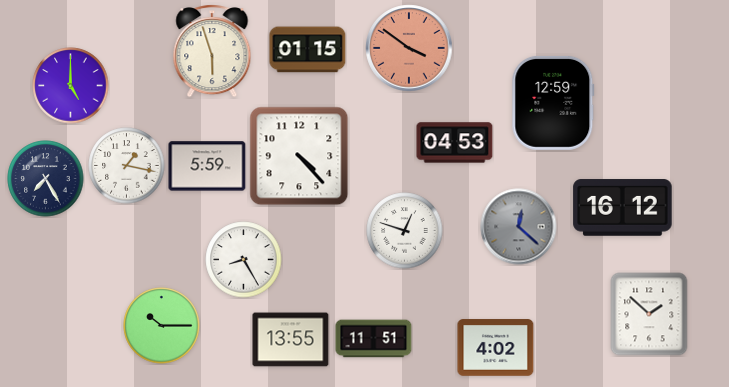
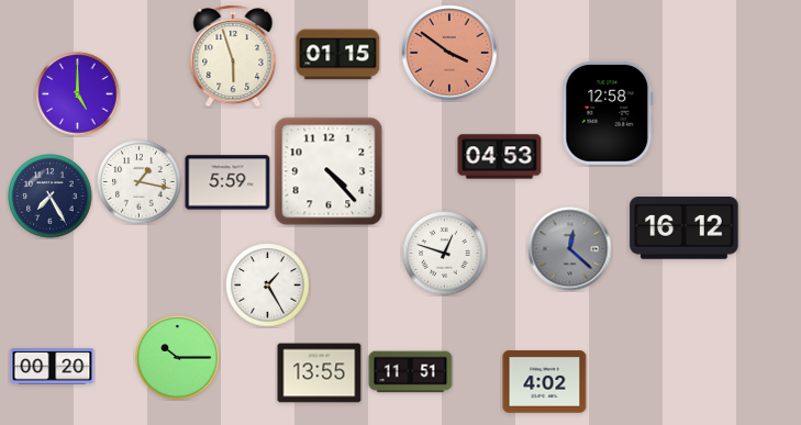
clock at (553, 103): 12:59 -> 12:58
clock at (244, 260): 8:25 -> 1:25
clock at (649, 314): 1:52 -> none
clock at (53, 367): none -> 00:20
